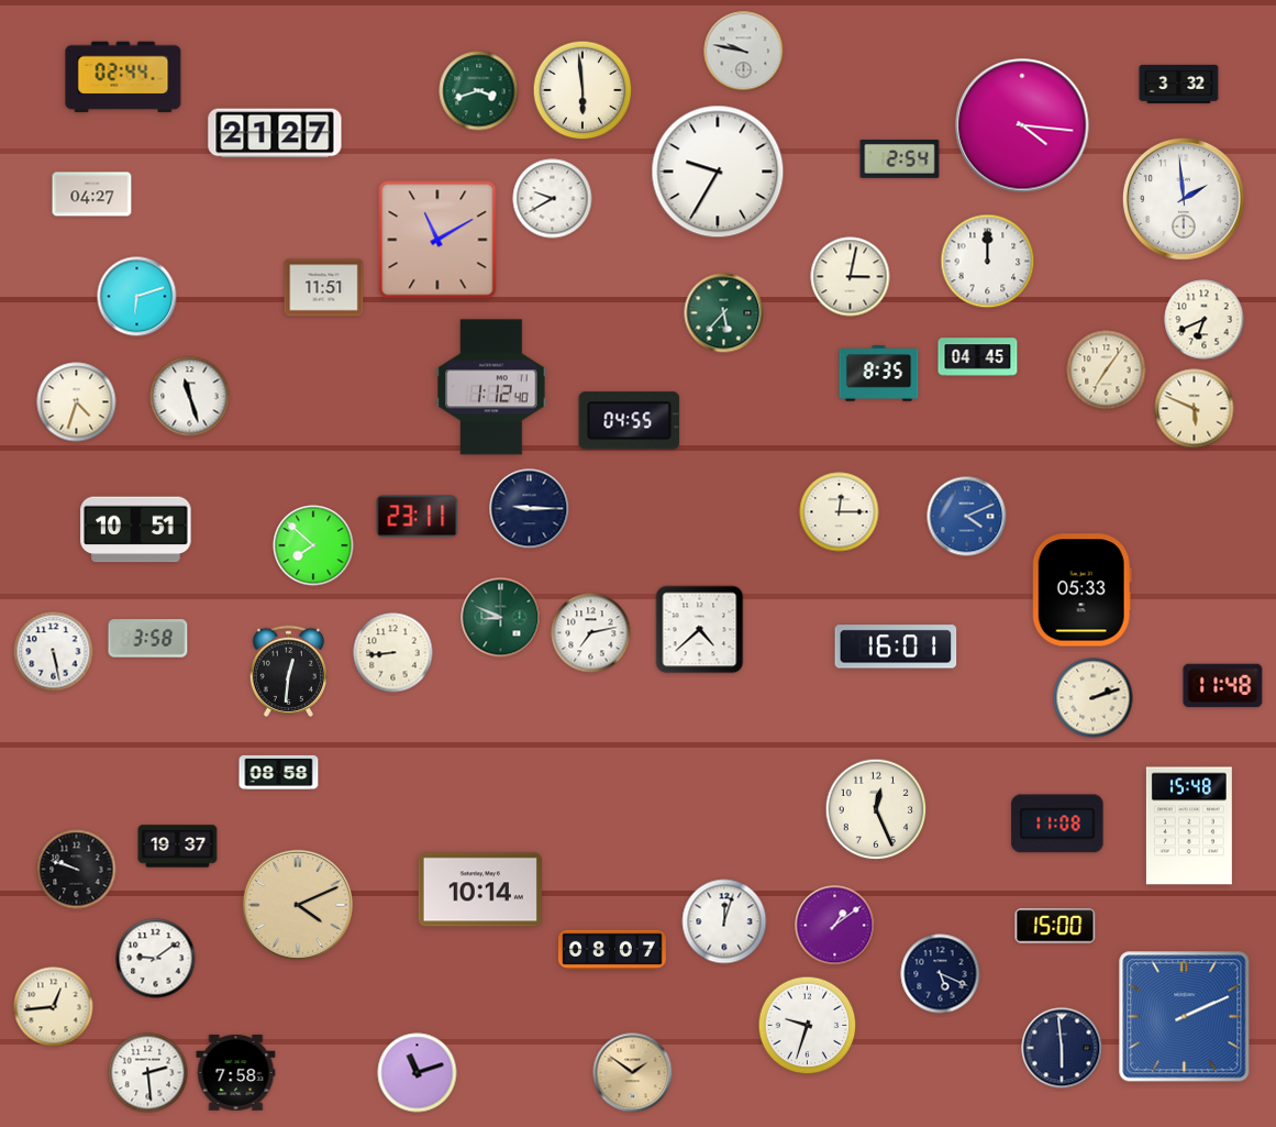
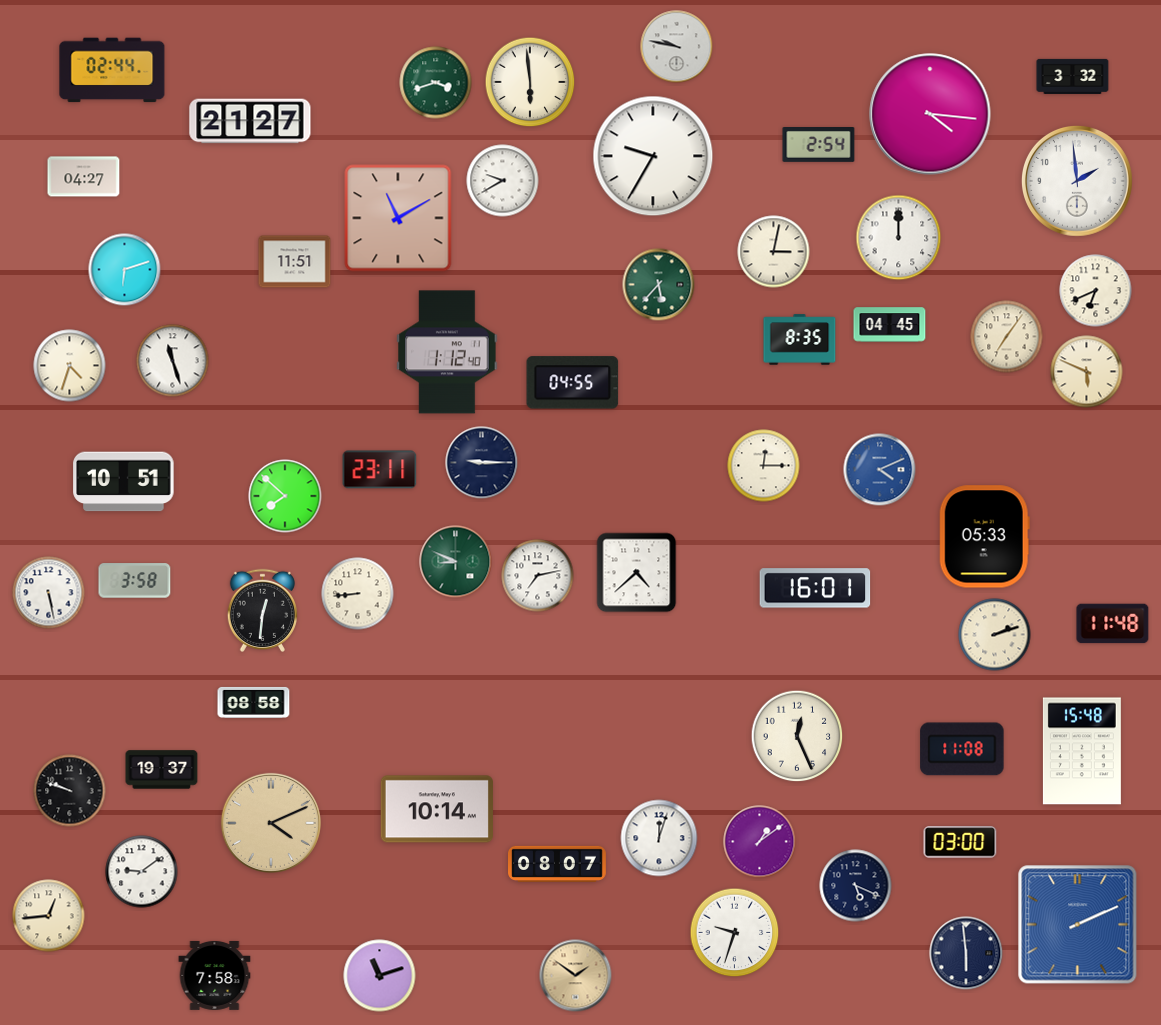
clock at (1055, 926): 15:00 -> 03:00
clock at (148, 1073): 2:29 -> none
